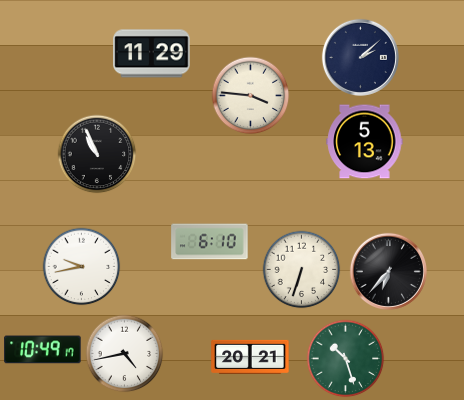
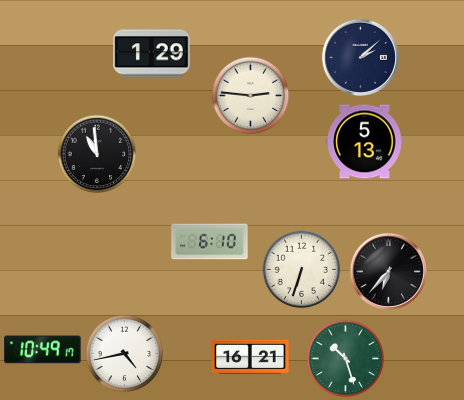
clock at (152, 54): 11:29 -> 1:29
clock at (250, 95): 3:46 -> 2:46
clock at (97, 154): 10:56 -> 10:59
clock at (81, 266): 9:43 -> none
clock at (250, 357): 20:21 -> 16:21
